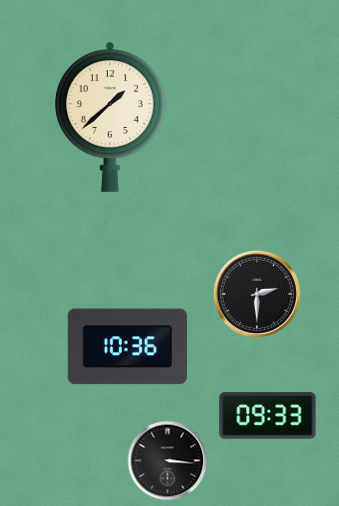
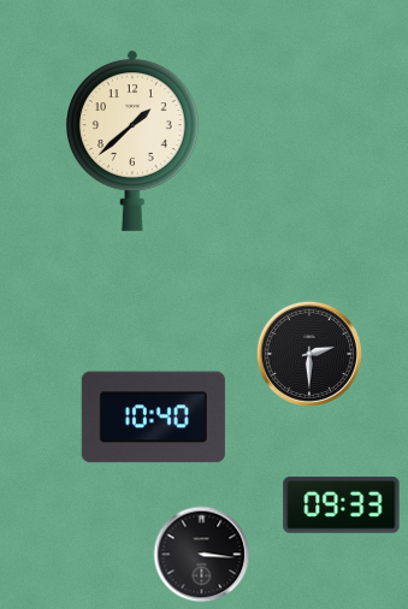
clock at (127, 347): 10:36 -> 10:40
clock at (268, 416) position: (268, 416) -> (342, 505)
